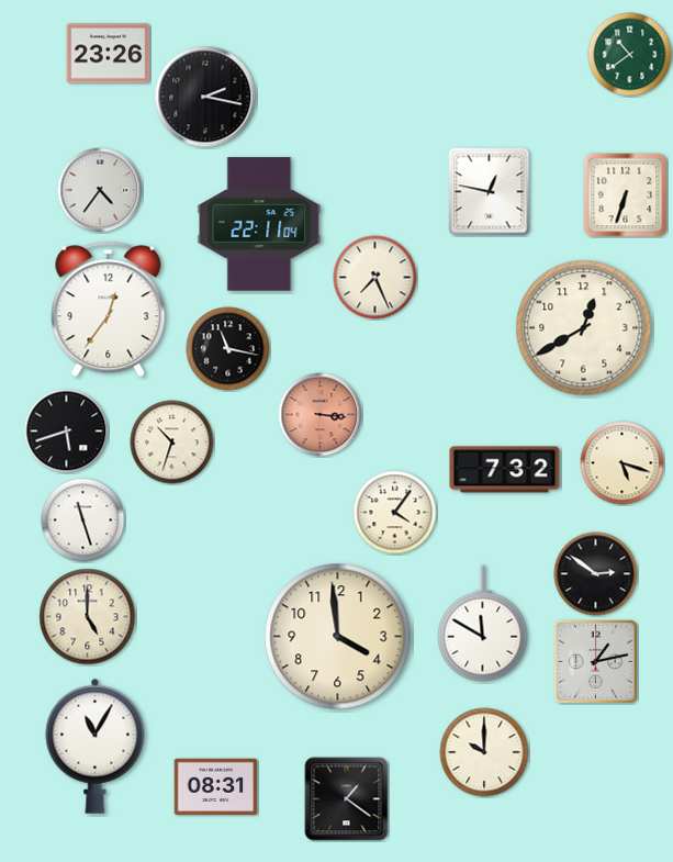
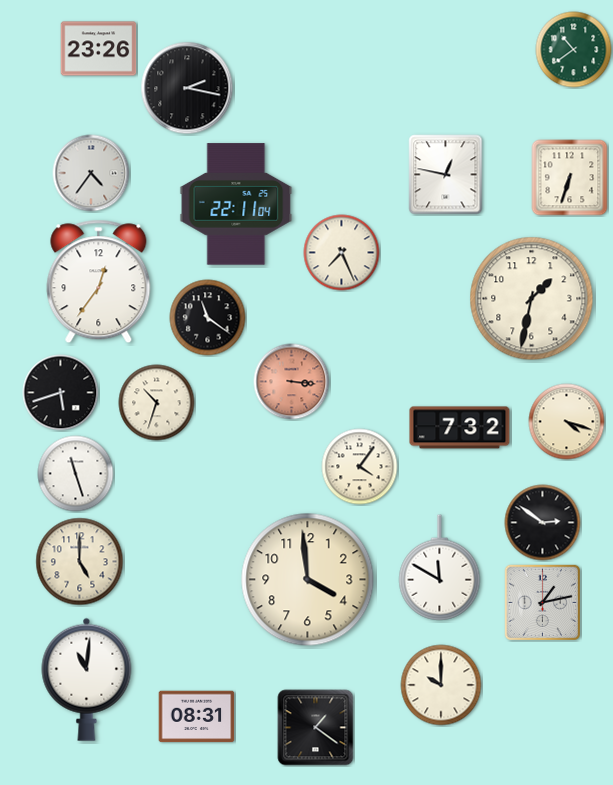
clock at (584, 328): 12:40 -> 1:32
clock at (228, 349): 11:17 -> 11:21
clock at (321, 415) position: (321, 415) -> (292, 382)
clock at (622, 463): 5:18 -> 4:18
clock at (96, 746): 11:05 -> 11:01
